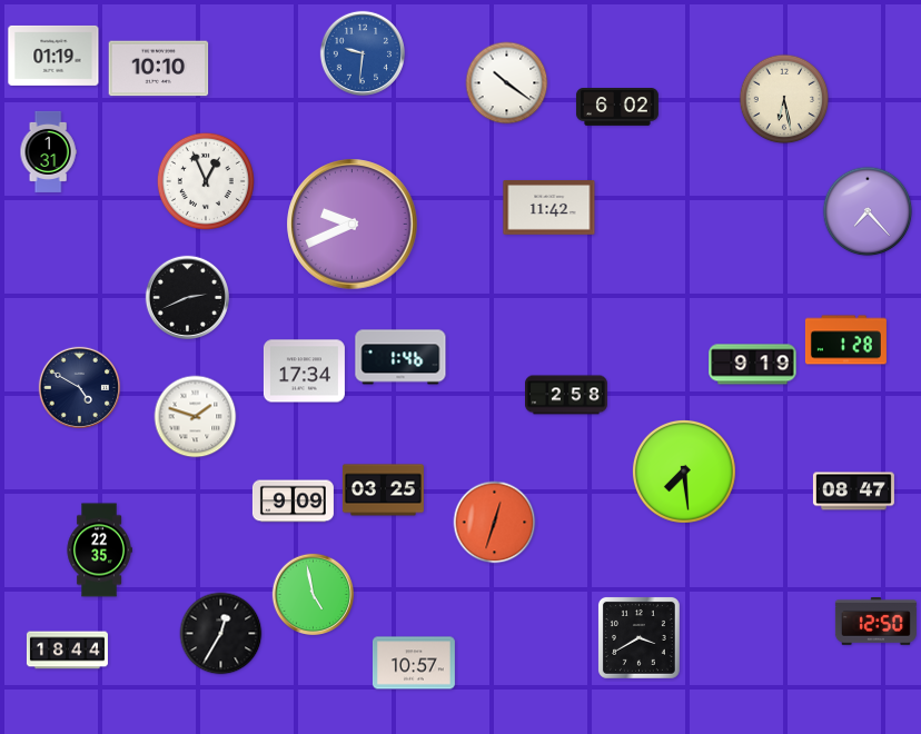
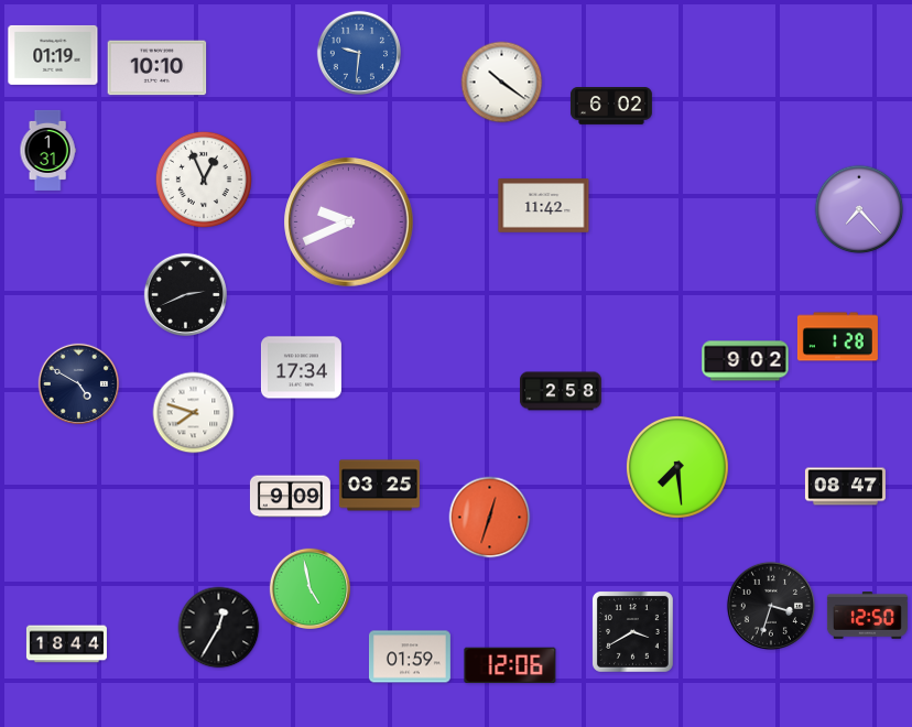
clock at (784, 99): 6:28 -> none
clock at (400, 357): 1:46 -> none
clock at (753, 365): 9:19 -> 9:02
clock at (196, 417): 1:48 -> 7:48
clock at (99, 550): 22:35 -> none
clock at (771, 606): none -> 3:33
clock at (414, 663): 10:57 -> 01:59
clock at (510, 665): none -> 12:06
